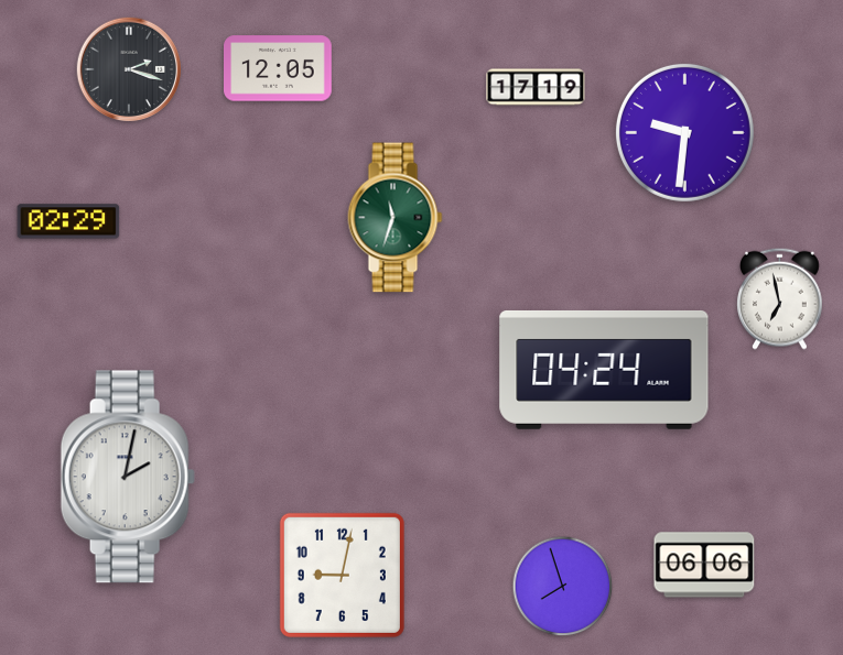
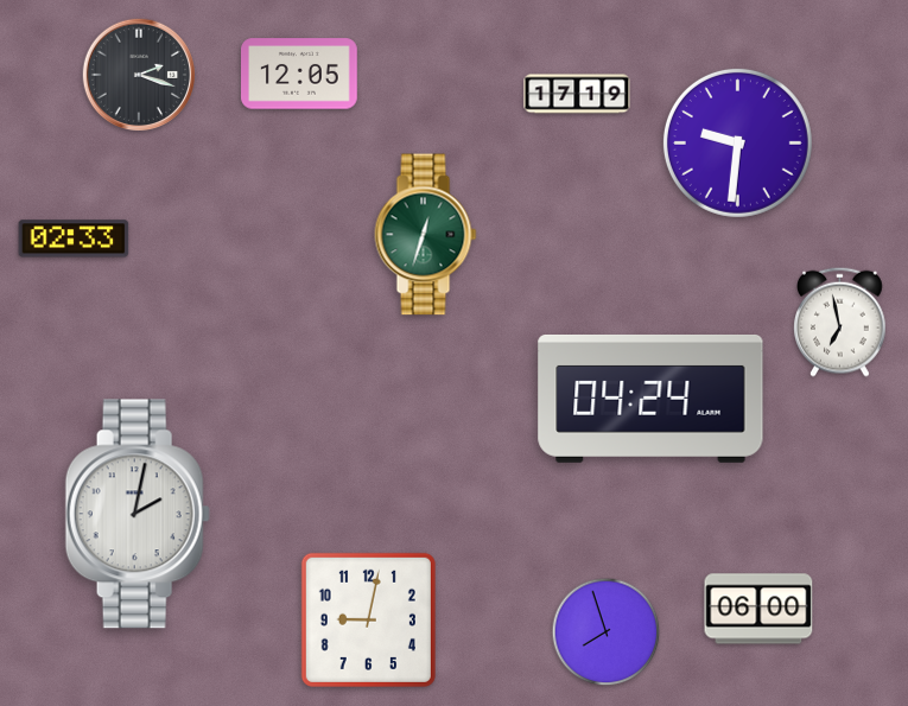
clock at (396, 218): 11:33 -> 12:33
clock at (68, 221): 02:29 -> 02:33
clock at (704, 565): 06:06 -> 06:00
